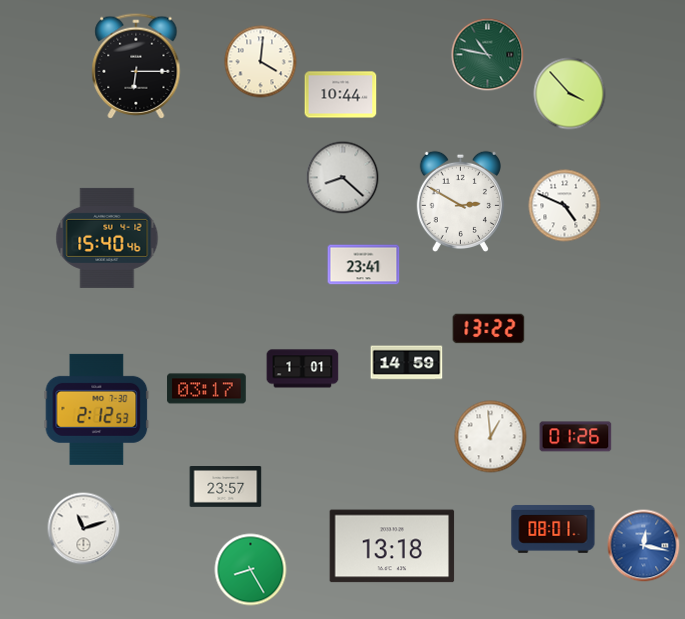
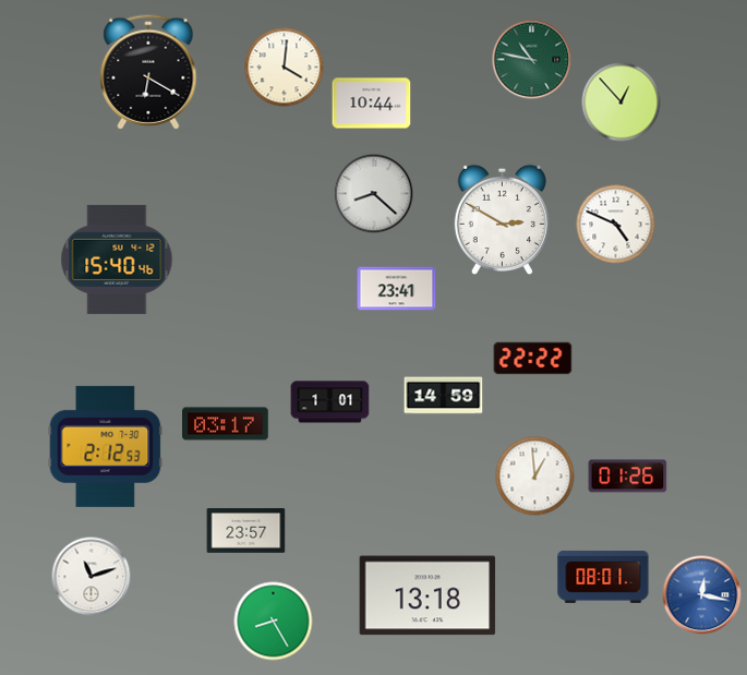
clock at (136, 66): 6:15 -> 6:20
clock at (570, 94): 3:53 -> 12:53
clock at (489, 329): 13:22 -> 22:22
